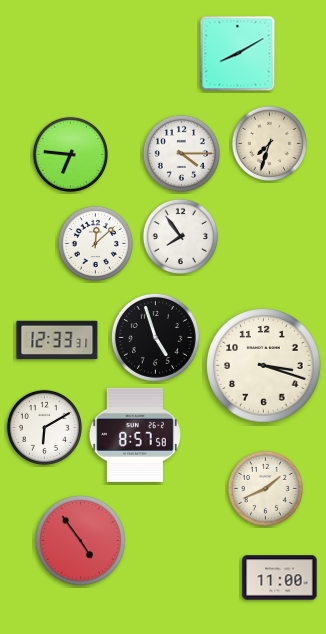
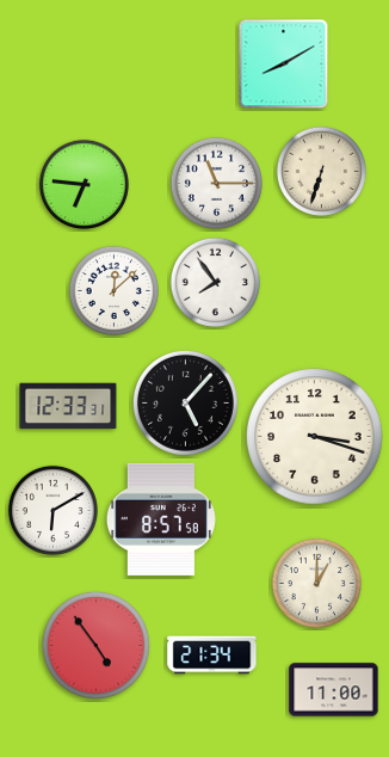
clock at (269, 143): 7:33 -> 6:33
clock at (181, 153): 4:15 -> 11:15
clock at (155, 337): 4:57 -> 5:07
clock at (265, 488): 1:41 -> 1:00
clock at (212, 656): none -> 21:34
